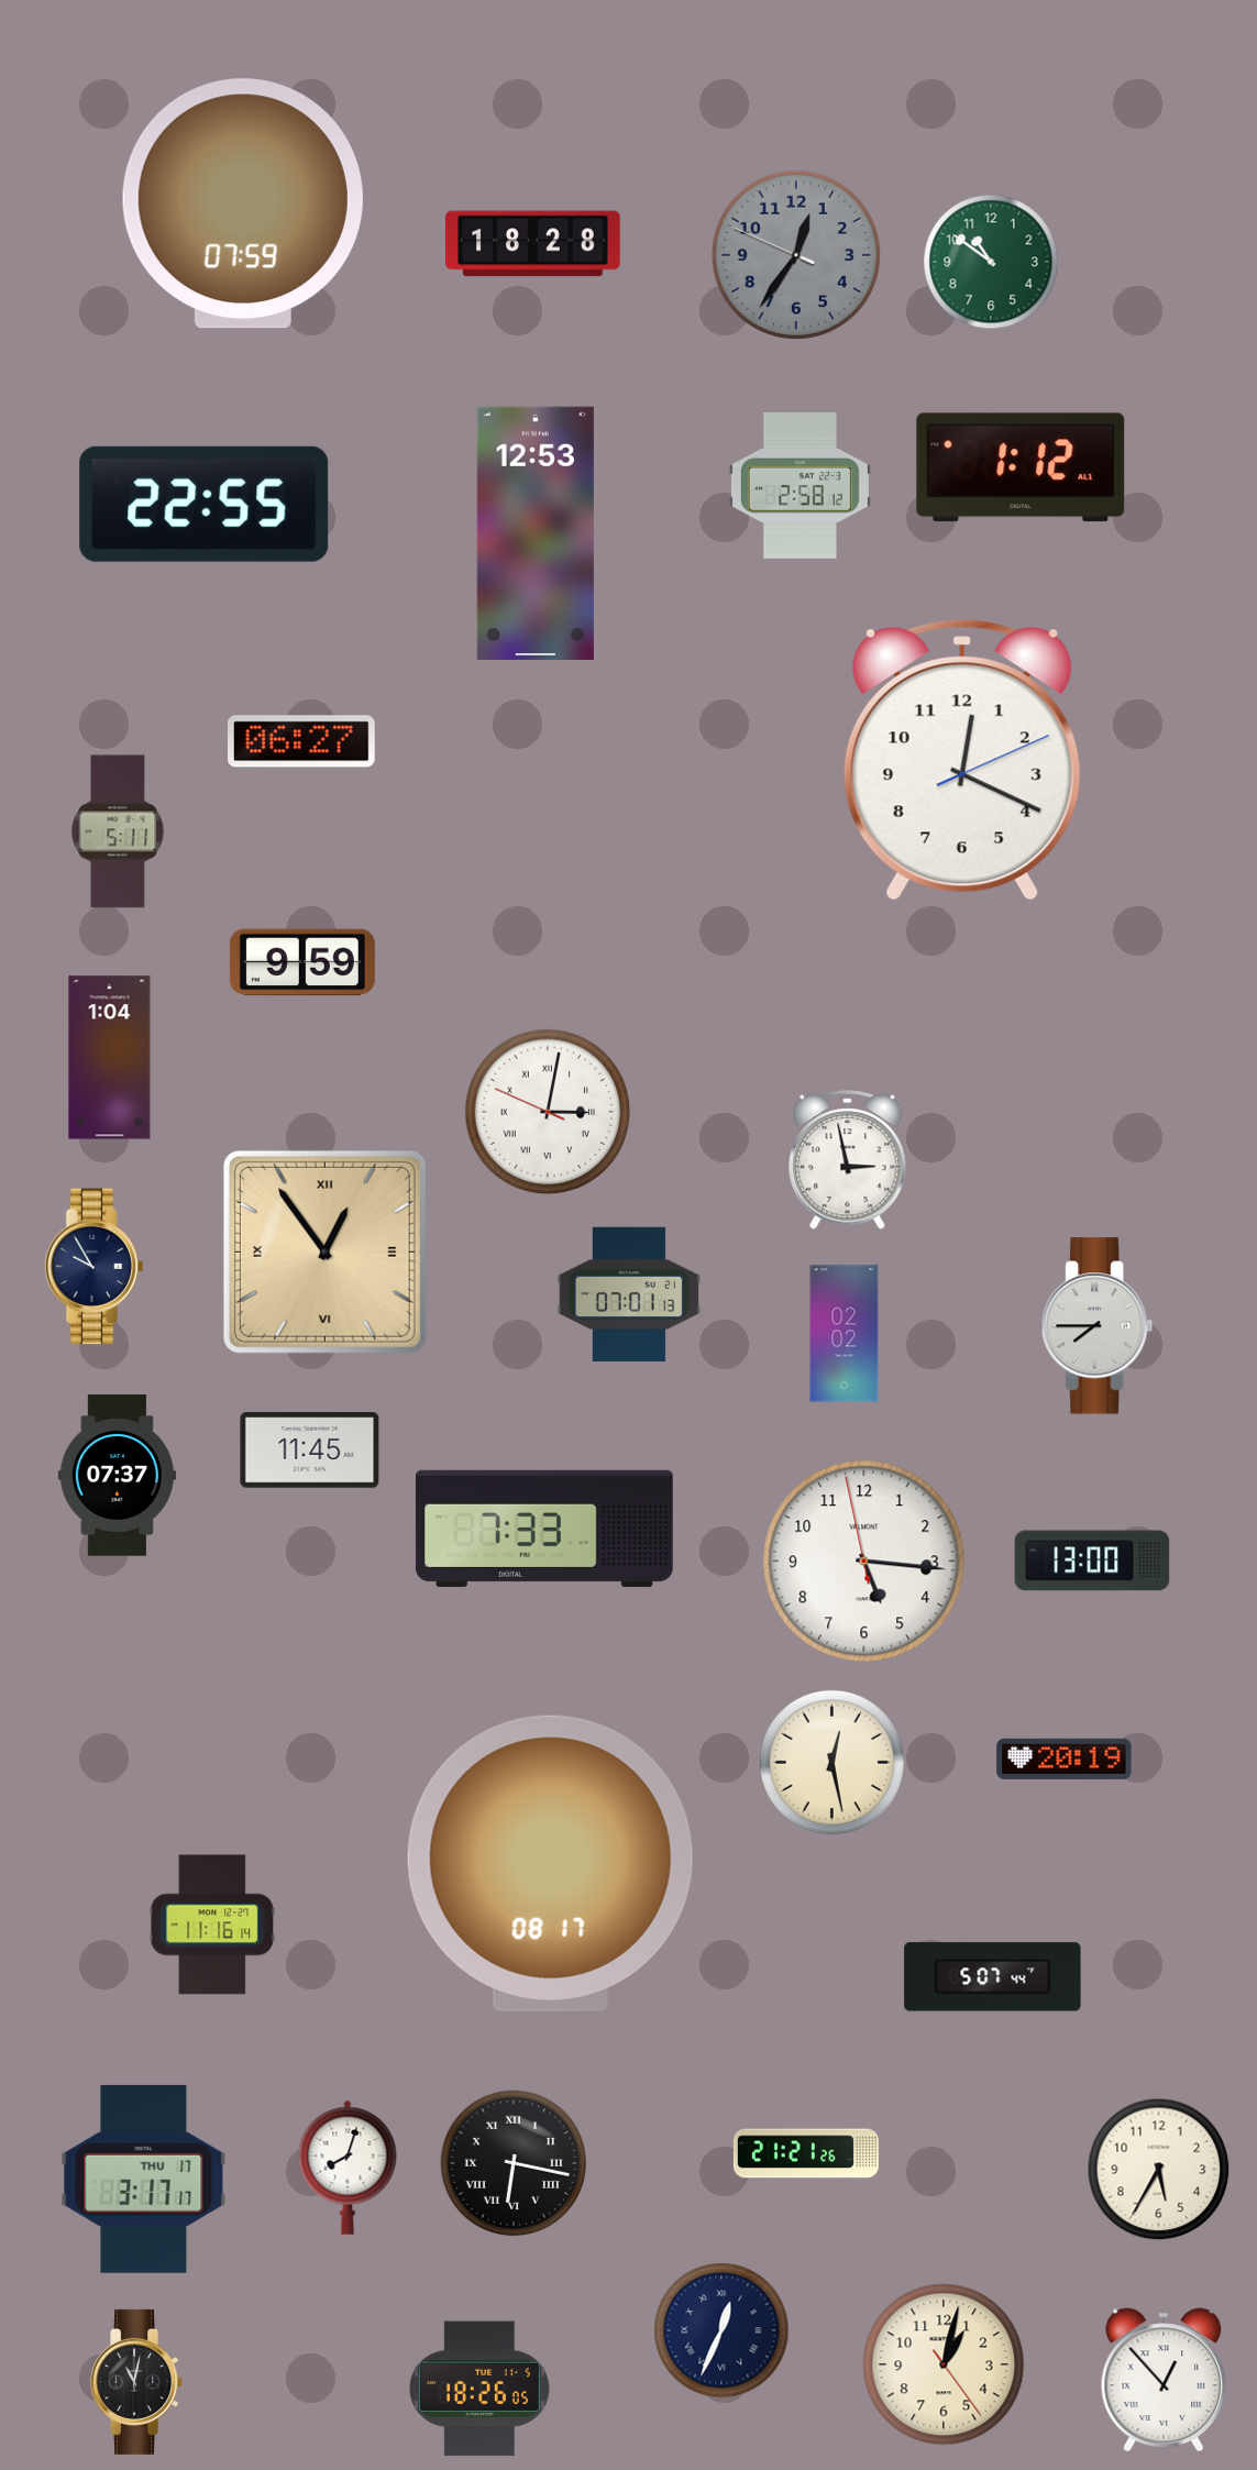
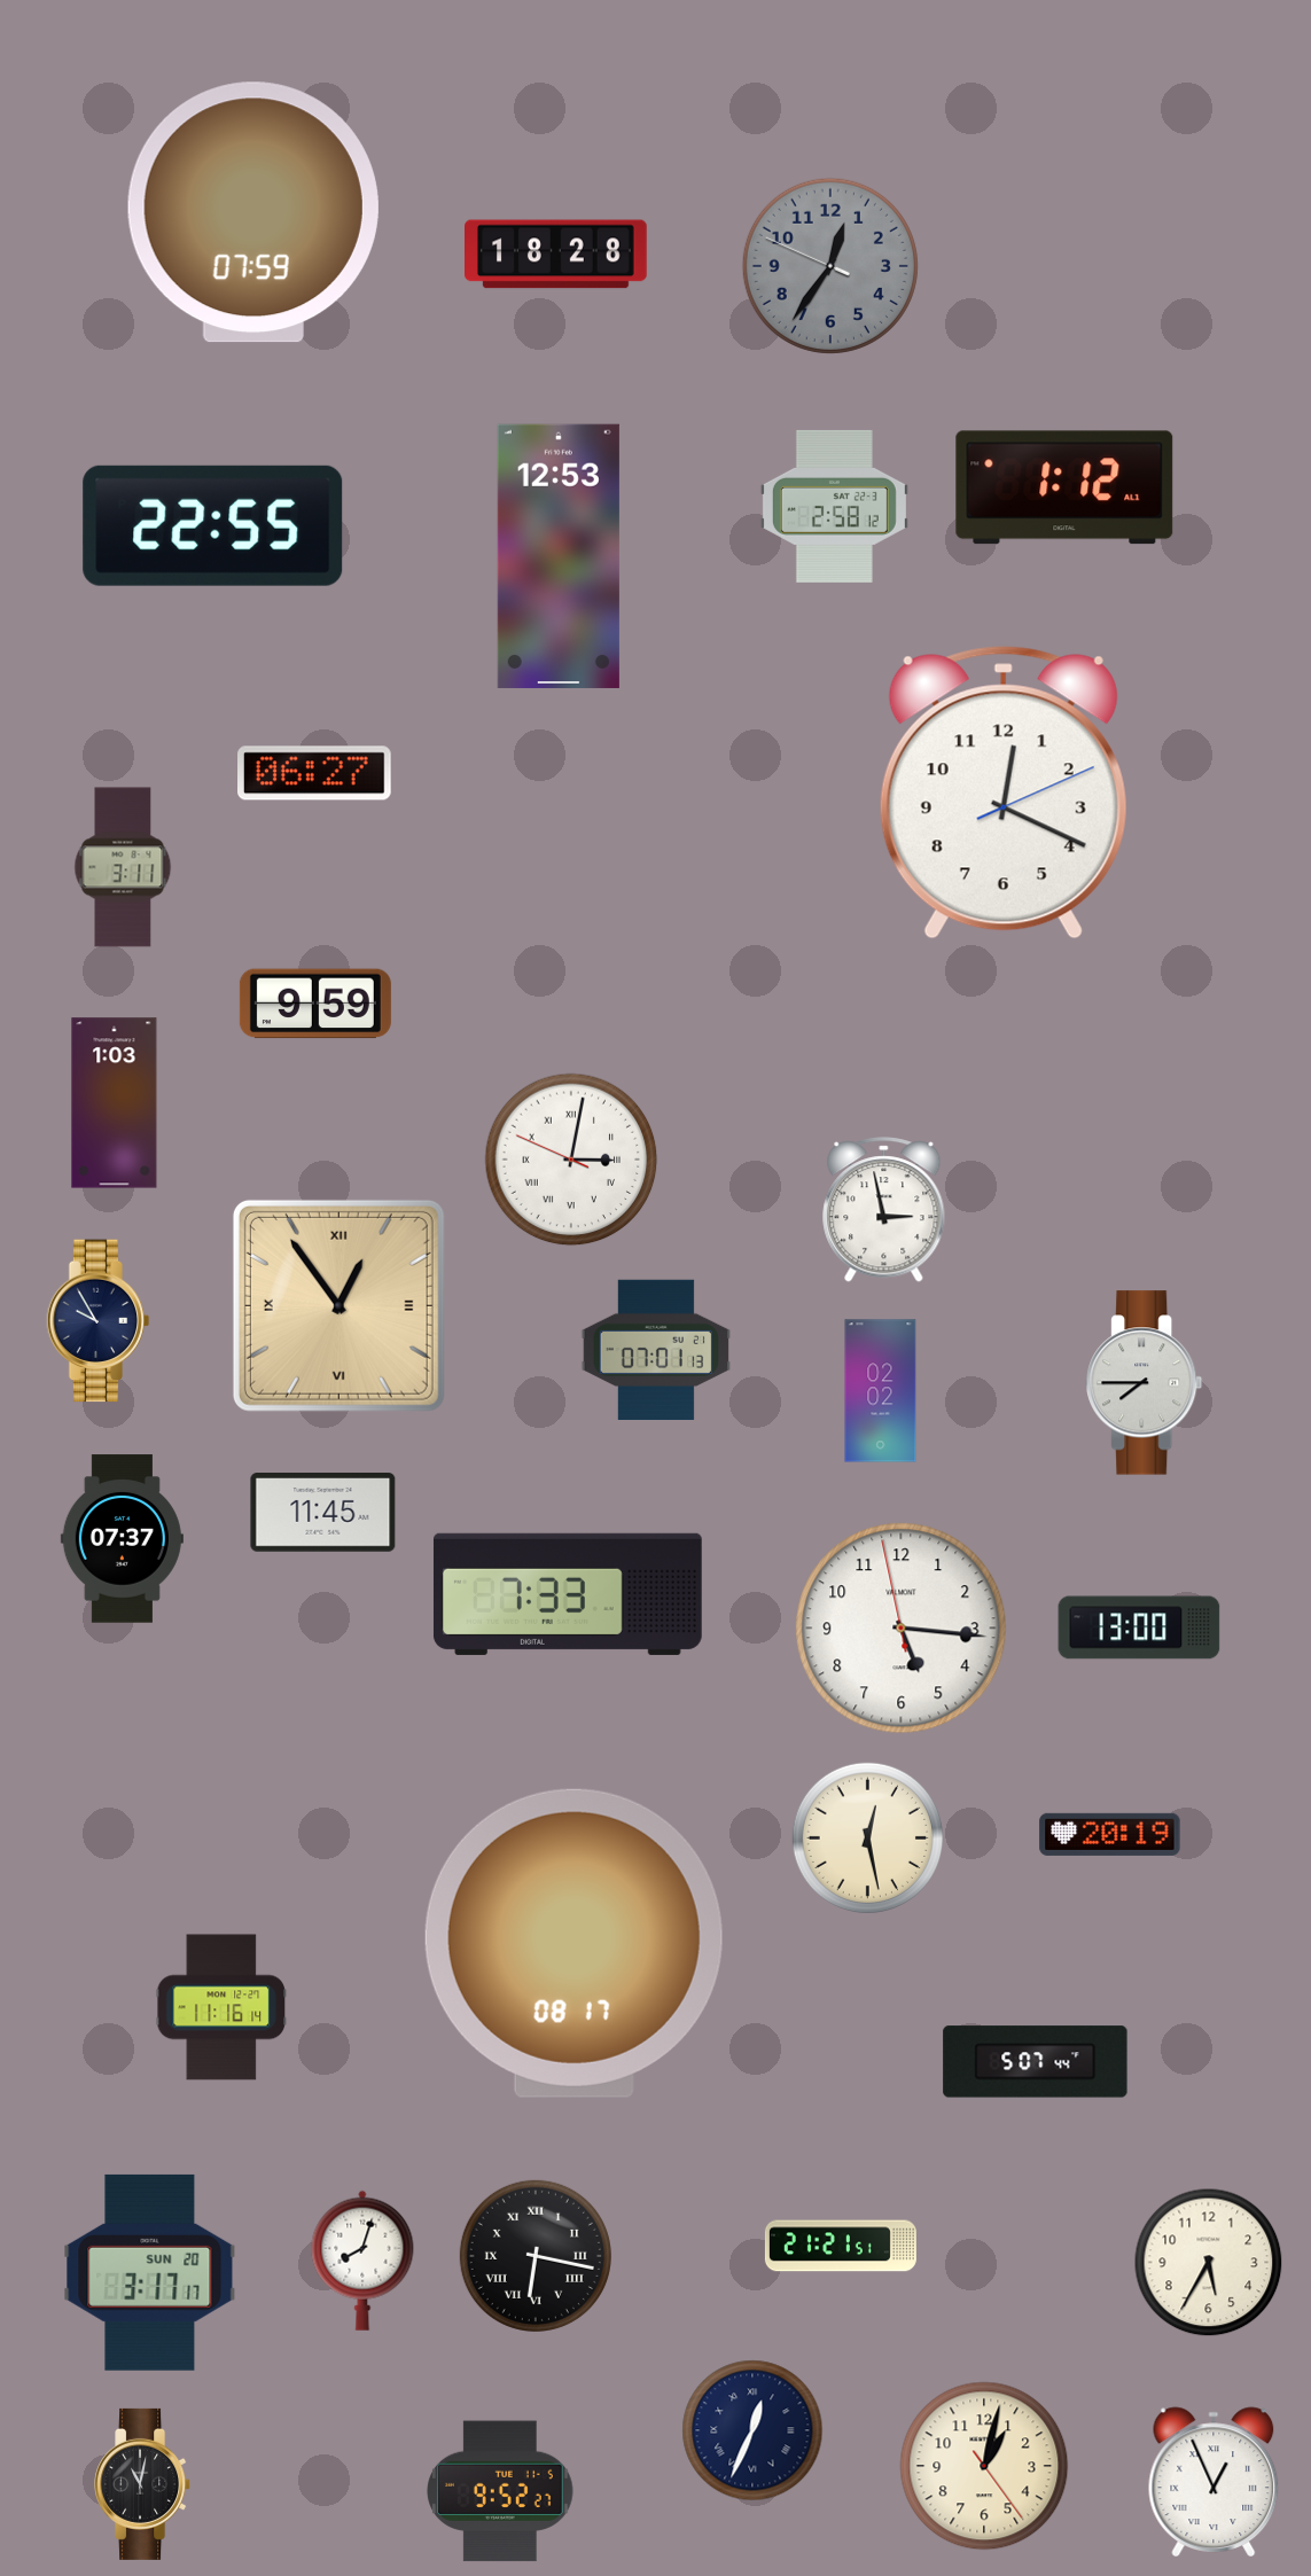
clock at (991, 262): 10:51 -> none
clock at (118, 831): 5:11 -> 3:11
clock at (110, 1058): 1:04 -> 1:03
clock at (806, 2153): 21:21:26 -> 21:21:51
clock at (144, 2179) date: THU 17 -> SUN 20
clock at (1164, 2380): 12:53 -> 12:56
clock at (481, 2389): 18:26 -> 9:52
